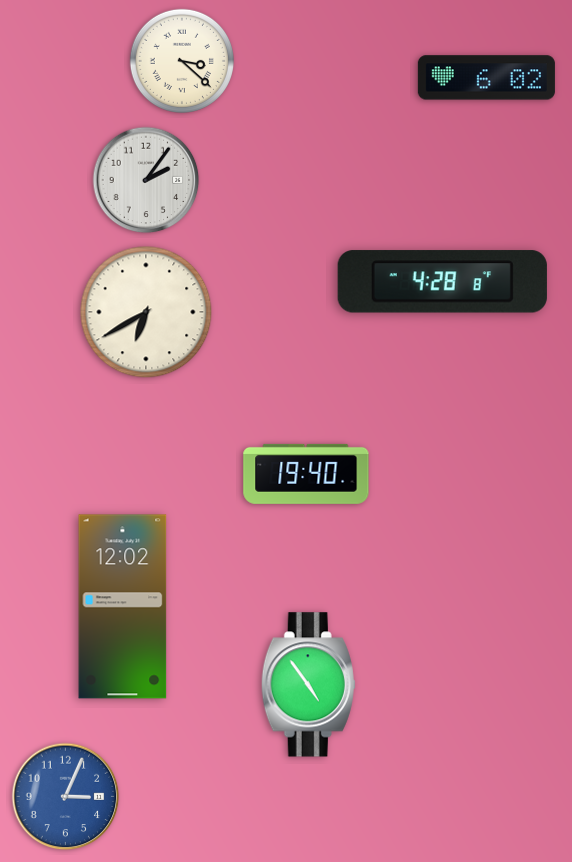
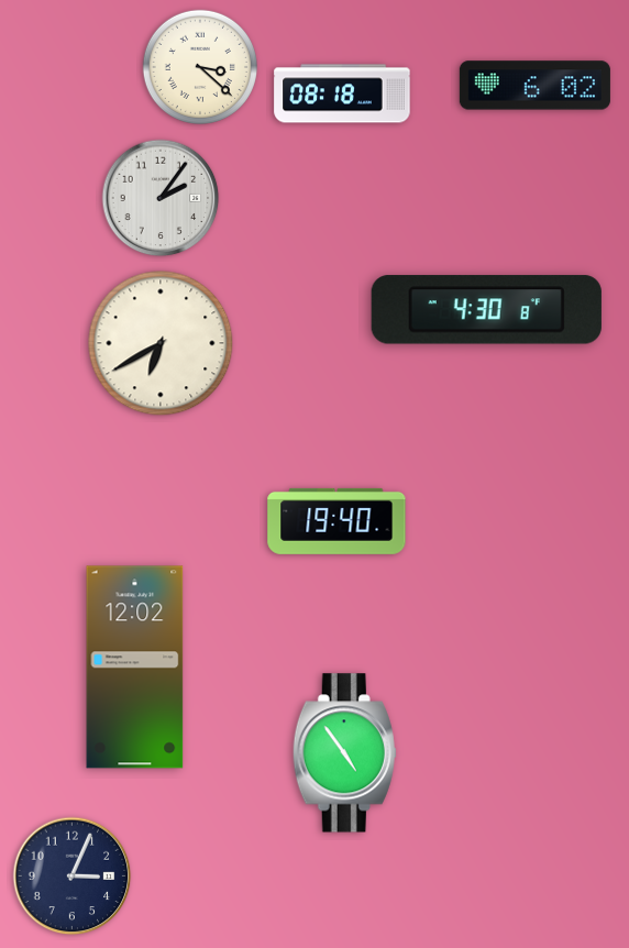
clock at (342, 93): none -> 08:18
clock at (442, 282): 4:28 -> 4:30
clock at (308, 685) position: (308, 685) -> (344, 753)
clock at (66, 797) dial: blue -> navy
